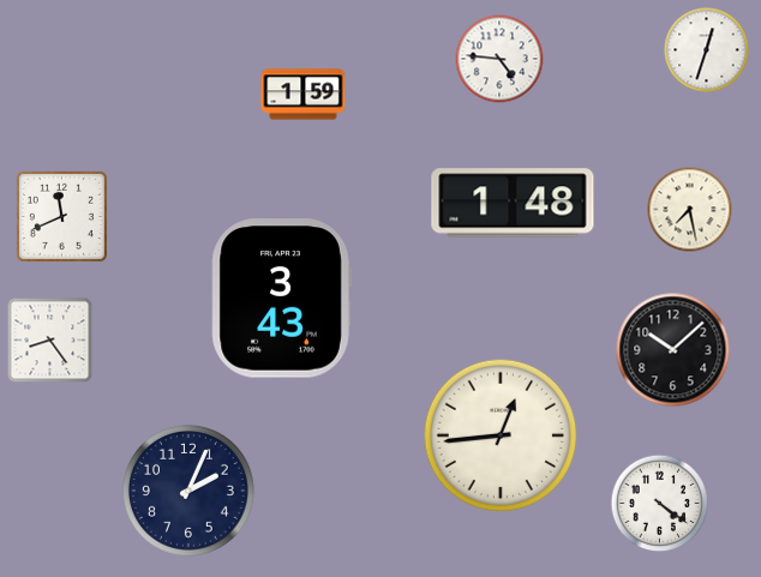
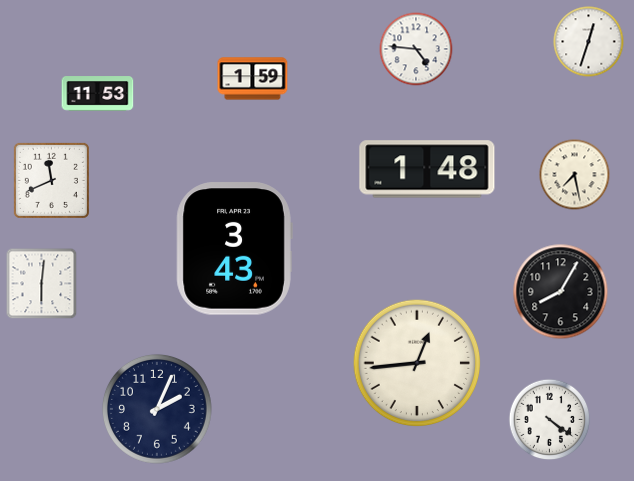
clock at (98, 94): none -> 11:53
clock at (50, 341): 8:24 -> 6:01
clock at (673, 350): 10:08 -> 8:05
